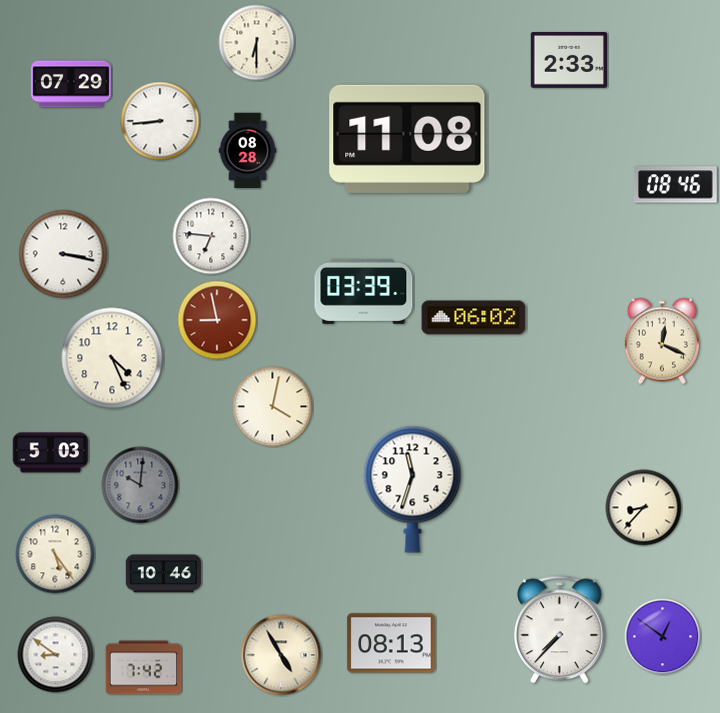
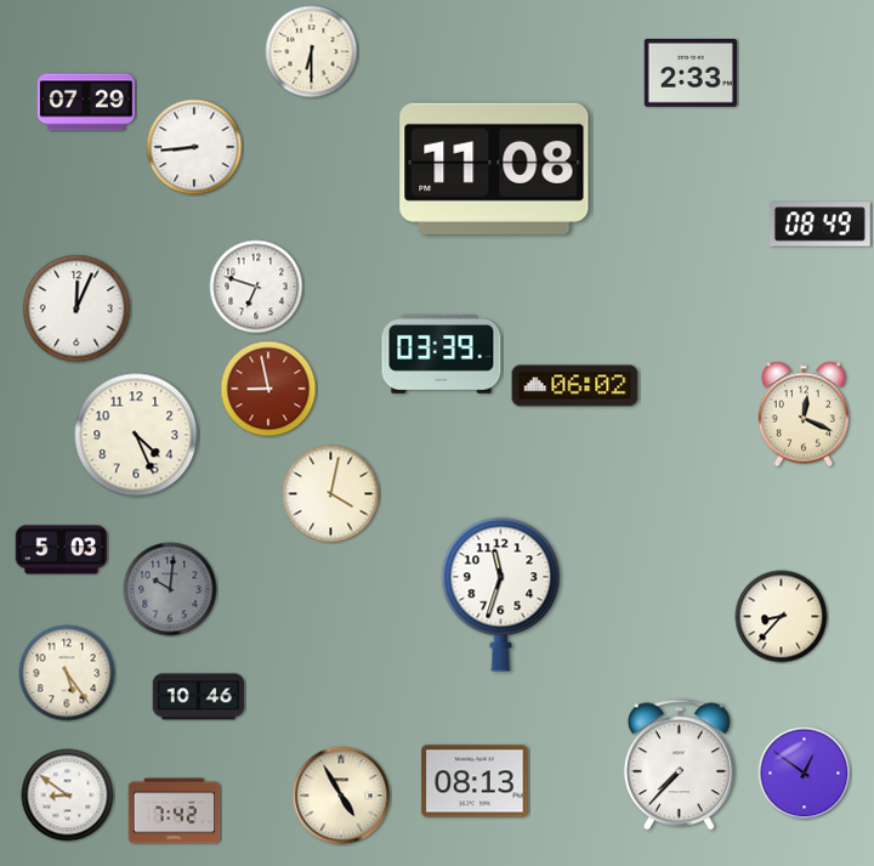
clock at (248, 151): 08:28 -> none
clock at (675, 185): 08:46 -> 08:49
clock at (211, 236): 6:46 -> 6:48
clock at (63, 254): 3:17 -> 12:04
clock at (217, 320) position: (217, 320) -> (268, 389)
